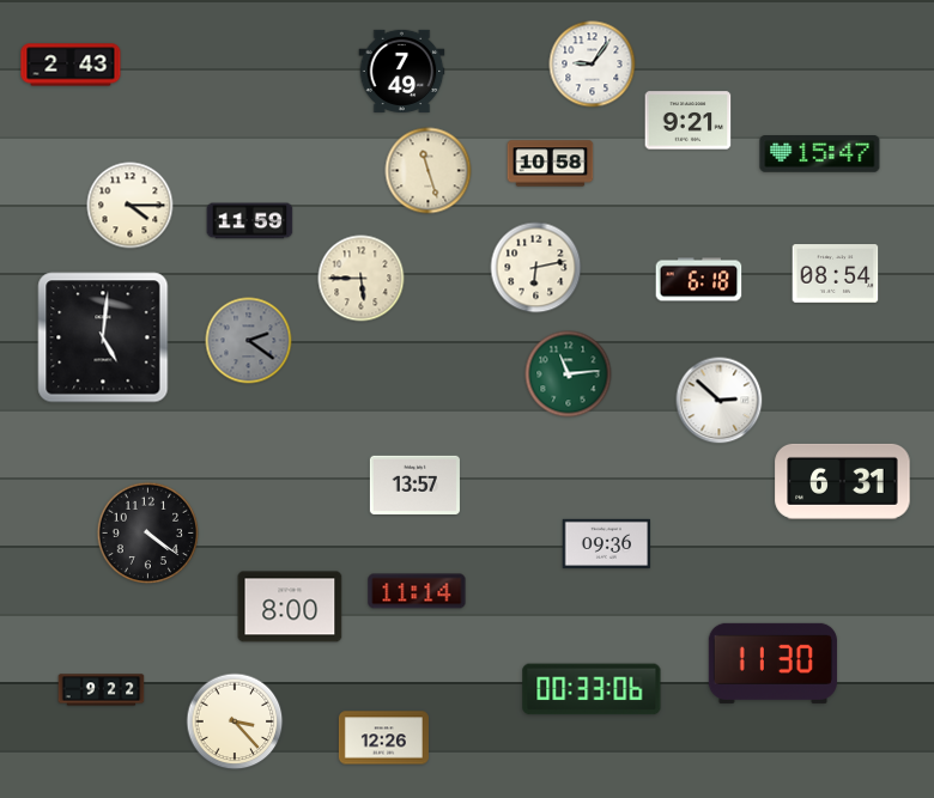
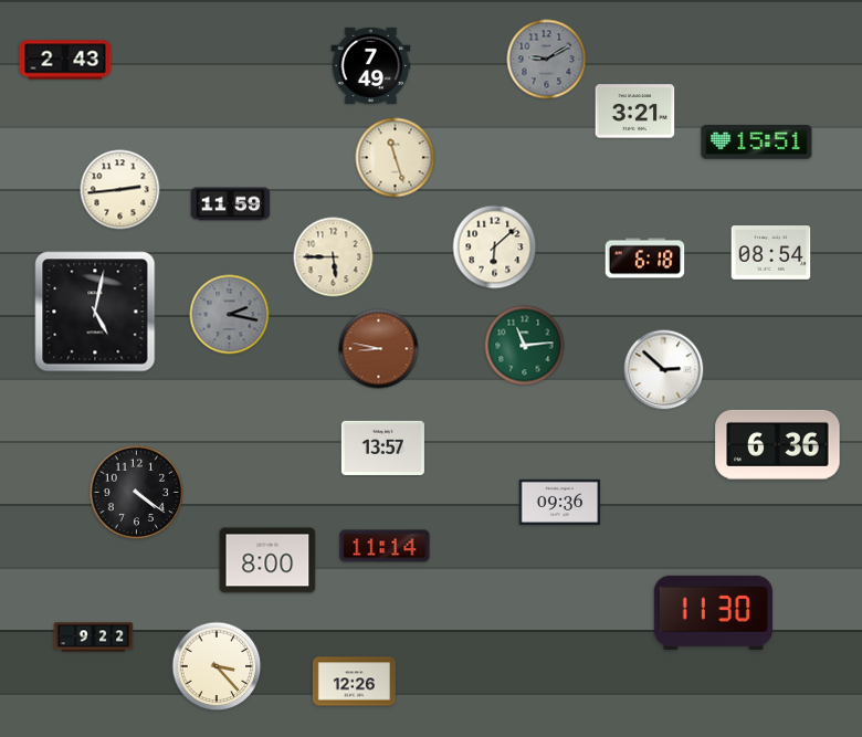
clock at (593, 65): 9:06 -> 9:10
clock at (593, 65) dial: white -> grey
clock at (689, 121): 9:21 -> 3:21
clock at (820, 154): 15:47 -> 15:51
clock at (551, 164): 10:58 -> none
clock at (131, 206): 4:15 -> 2:44
clock at (536, 268): 6:13 -> 6:08
clock at (103, 337): 5:01 -> 5:02
clock at (249, 341): 2:21 -> 2:17
clock at (379, 349): none -> 8:47
clock at (843, 481): 6:31 -> 6:36
clock at (592, 689): 00:33 -> none
